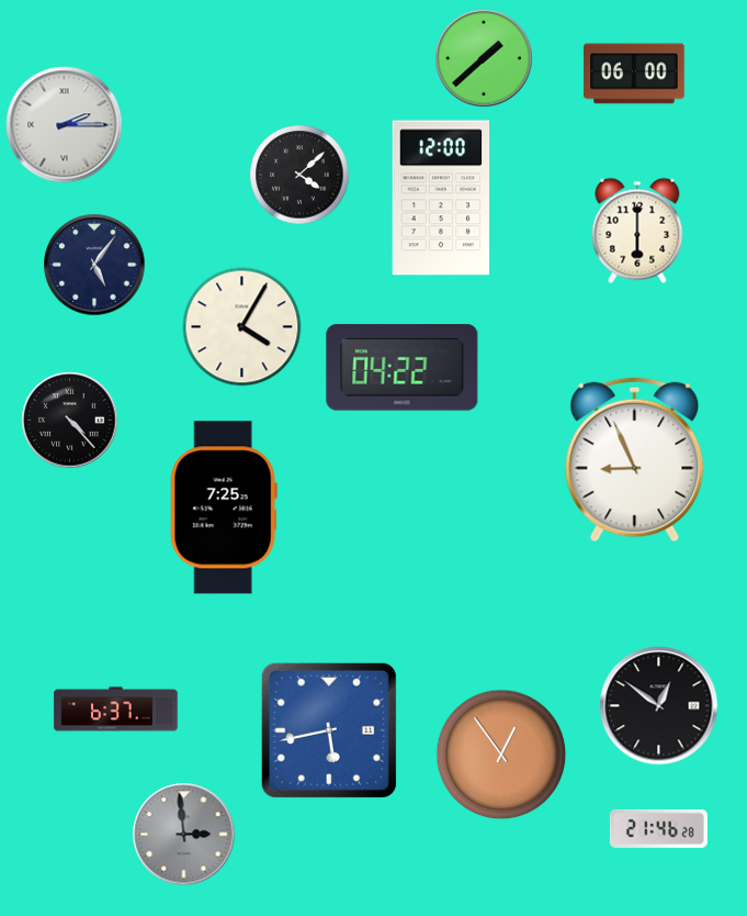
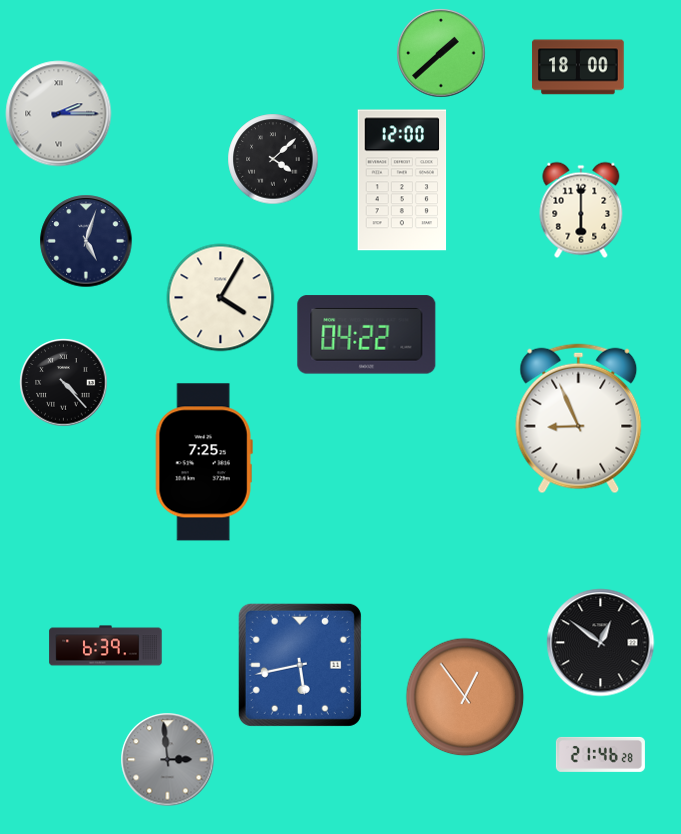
clock at (634, 74): 06:00 -> 18:00
clock at (94, 265): 5:06 -> 5:03
clock at (116, 710): 6:37 -> 6:39
clock at (501, 755) position: (501, 755) -> (465, 697)
